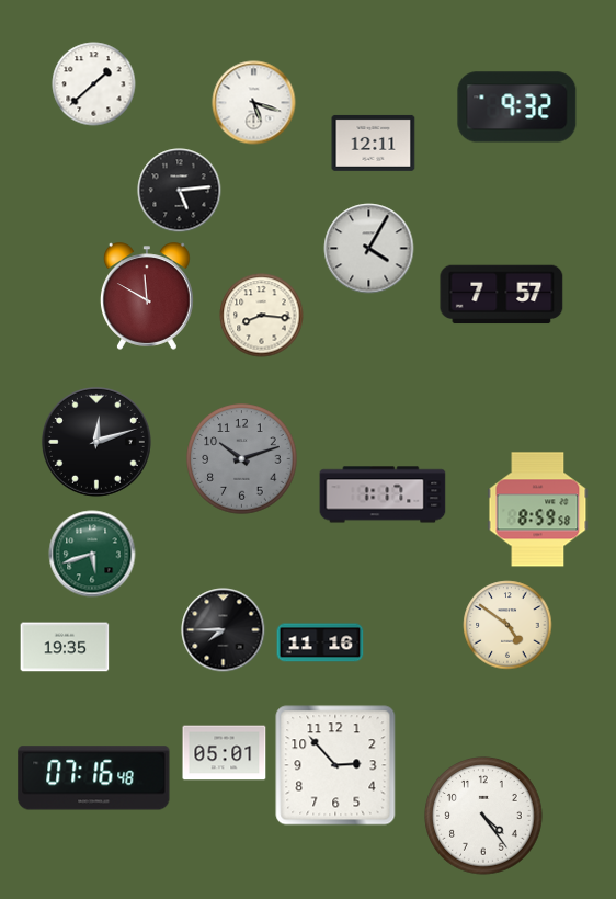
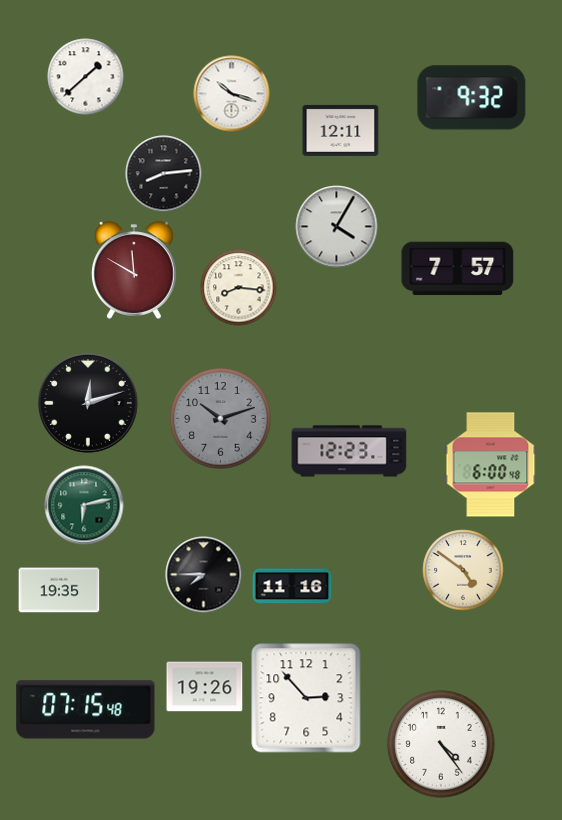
clock at (254, 103): 5:18 -> 10:18
clock at (180, 191): 5:14 -> 8:14
clock at (383, 494): 1:17 -> 12:23
clock at (538, 510): 8:59 -> 6:00
clock at (92, 554): 5:42 -> 6:13
clock at (225, 753): 05:01 -> 19:26
clock at (94, 778): 07:16 -> 07:15
